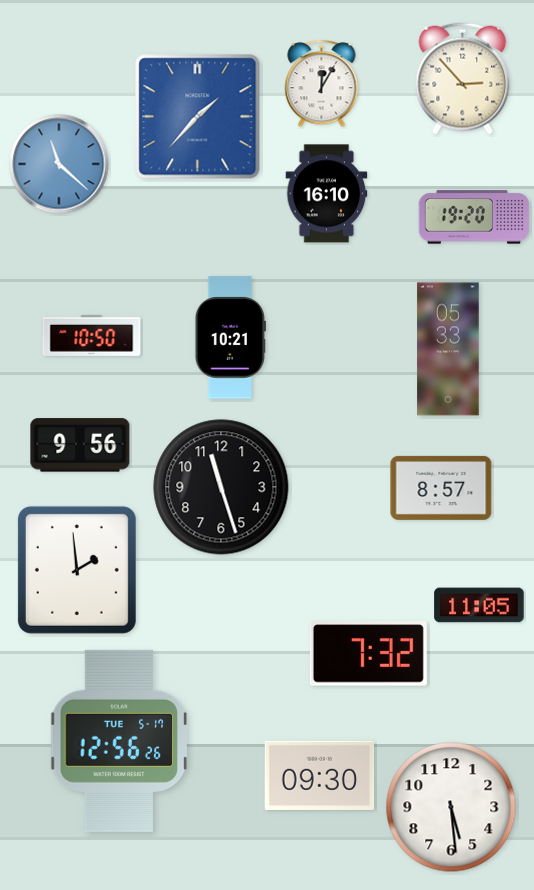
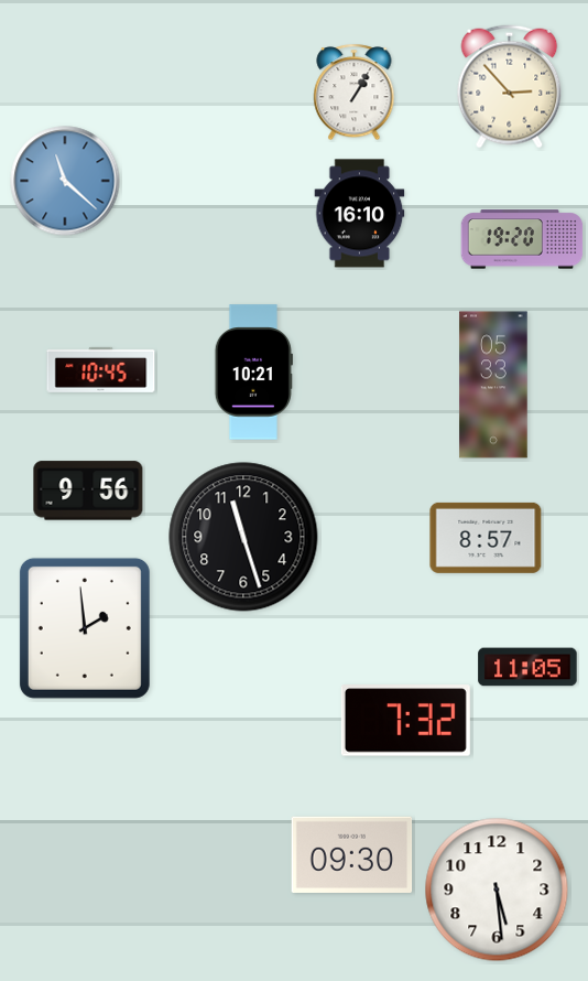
clock at (322, 84): 12:05 -> 1:05
clock at (198, 117): 1:37 -> none
clock at (92, 335): 10:50 -> 10:45
clock at (119, 741): 12:56 -> none
